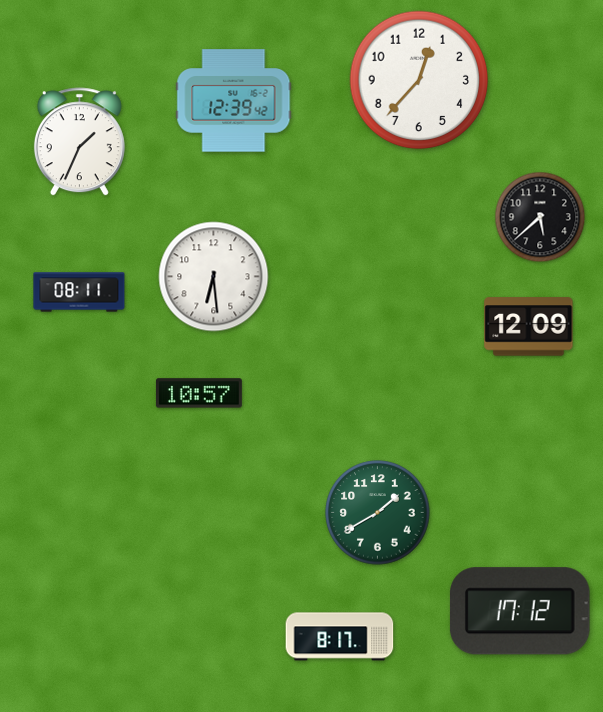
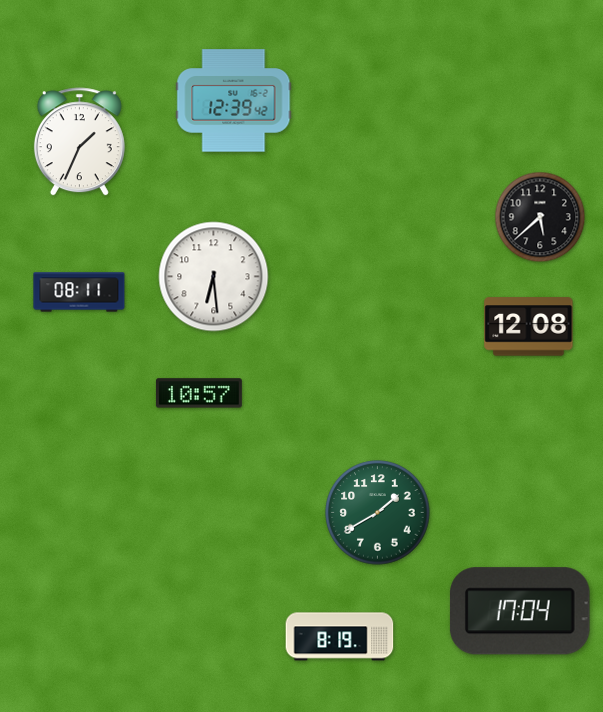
clock at (419, 80): 12:37 -> none
clock at (529, 327): 12:09 -> 12:08
clock at (520, 611): 17:12 -> 17:04
clock at (340, 637): 8:17 -> 8:19
